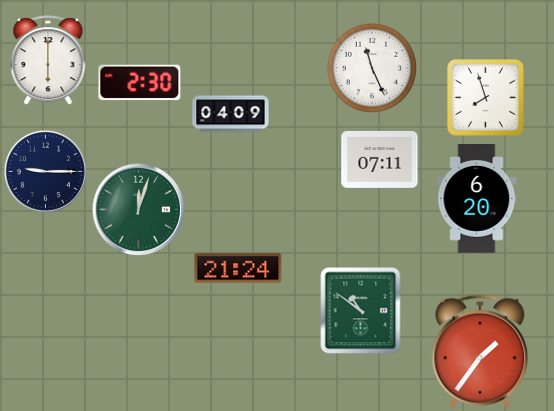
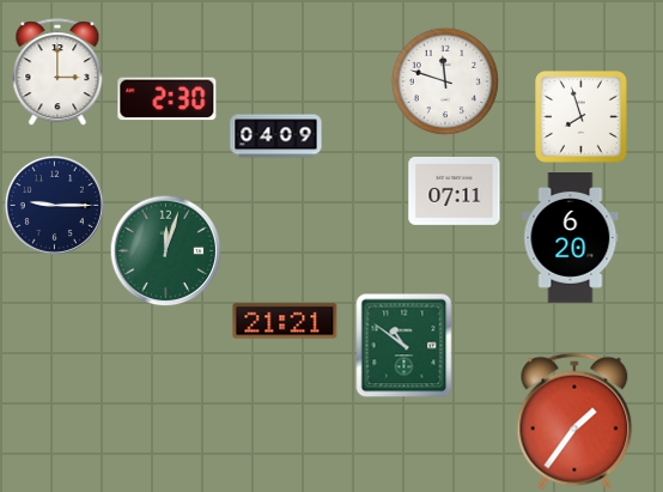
clock at (48, 60): 6:00 -> 3:00
clock at (372, 68): 11:26 -> 11:48
clock at (238, 268): 21:24 -> 21:21
clock at (361, 310) position: (361, 310) -> (405, 345)
